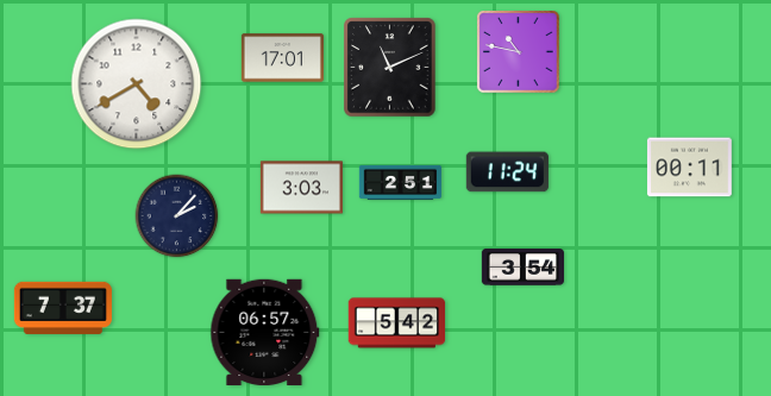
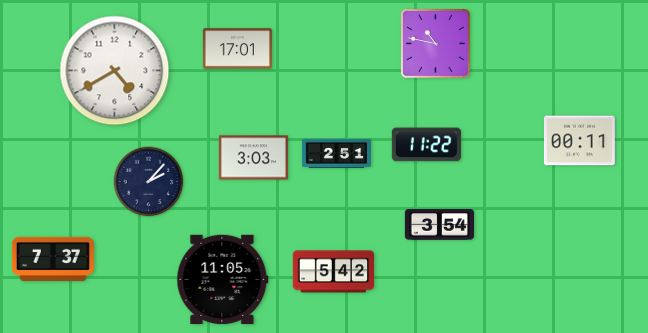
clock at (390, 68): 11:11 -> none
clock at (507, 172): 11:24 -> 11:22
clock at (265, 333): 06:57 -> 11:05
